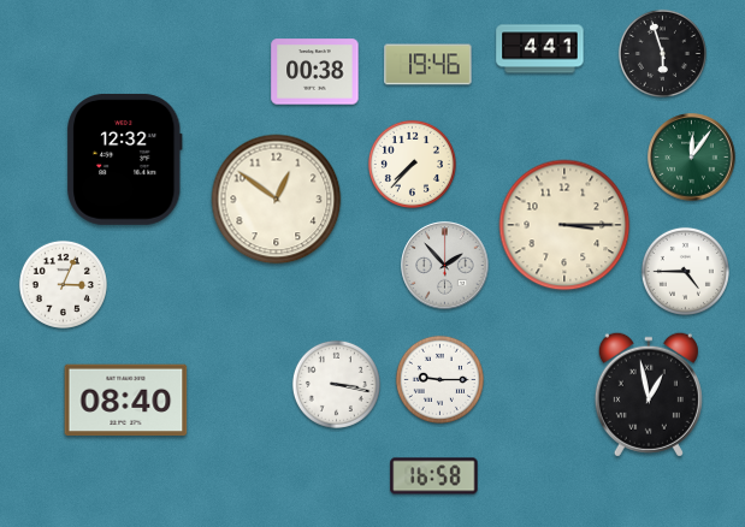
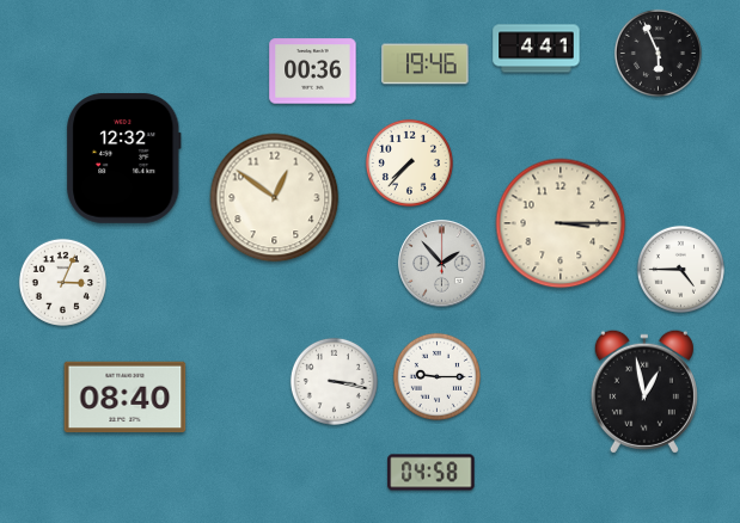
clock at (662, 53): 5:57 -> 5:56
clock at (315, 72): 00:38 -> 00:36
clock at (692, 158): 12:06 -> none
clock at (434, 476): 16:58 -> 04:58
